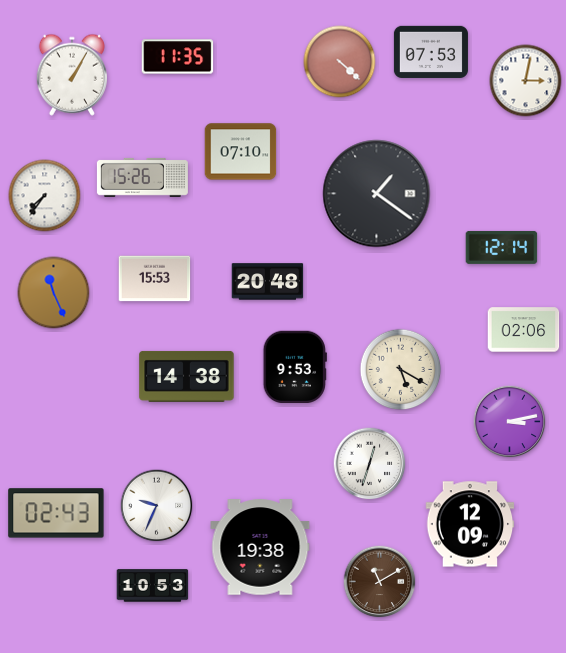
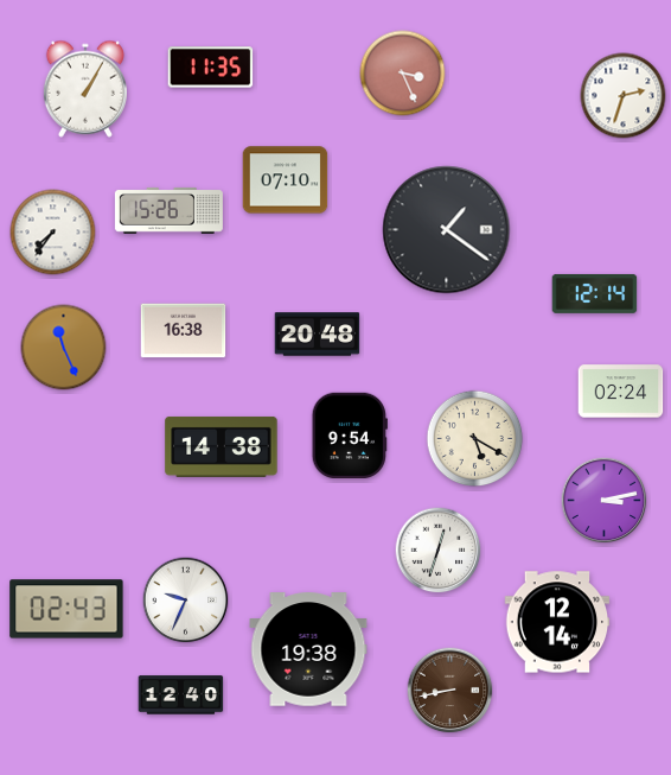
clock at (431, 52): 07:53 -> none
clock at (340, 62): 4:22 -> 3:26
clock at (526, 81): 3:02 -> 2:33
clock at (155, 279): 15:53 -> 16:38
clock at (524, 330): 02:06 -> 02:24
clock at (295, 367): 9:53 -> 9:54
clock at (470, 524): 12:09 -> 12:14
clock at (380, 582): 11:10 -> 8:43
clock at (153, 586): 10:53 -> 12:40
